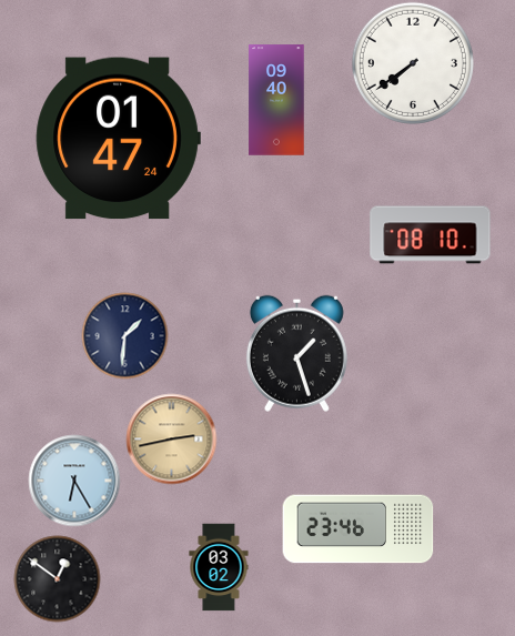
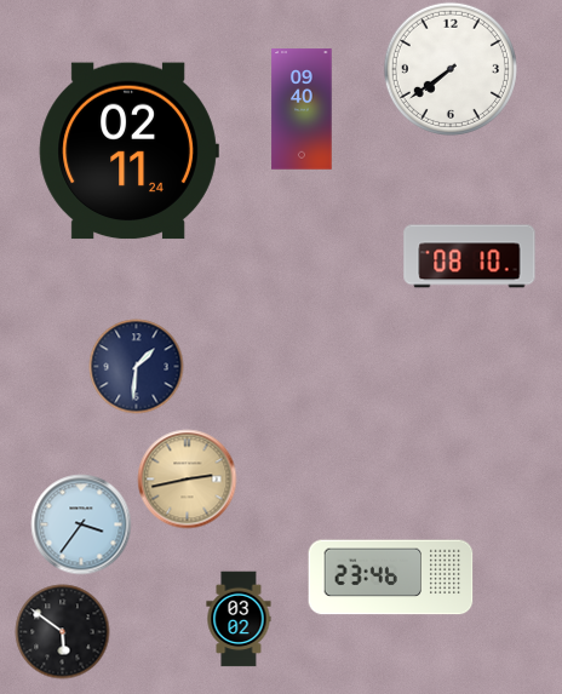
clock at (118, 139): 01:47 -> 02:11
clock at (296, 353): 1:27 -> none
clock at (74, 481): 6:25 -> 3:36
clock at (57, 578): 12:51 -> 5:51
